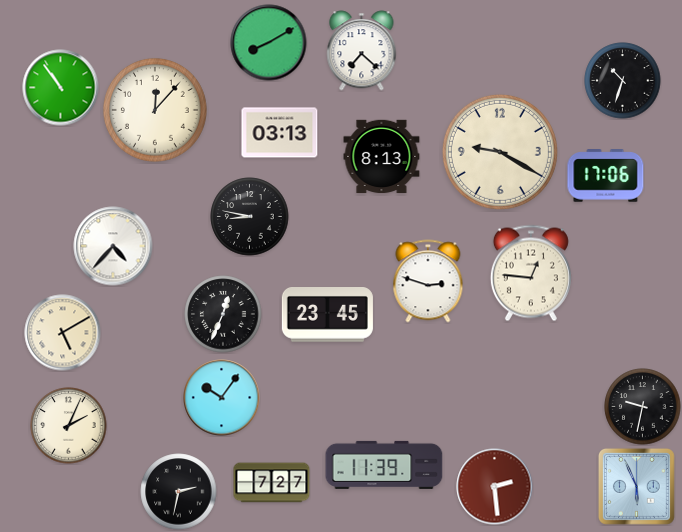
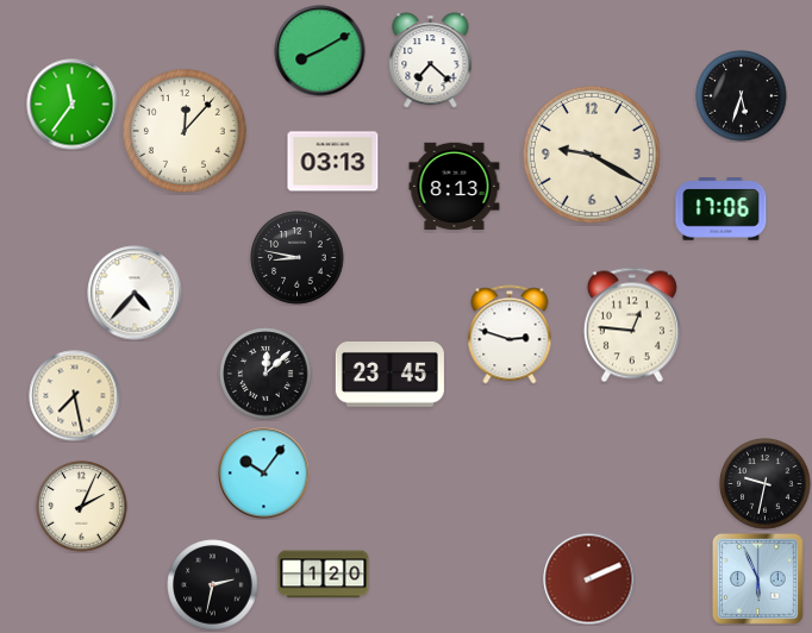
clock at (623, 81): 10:33 -> 5:33
clock at (61, 88): 10:54 -> 11:36
clock at (280, 133) position: (280, 133) -> (333, 162)
clock at (500, 152) position: (500, 152) -> (592, 155)
clock at (223, 314): 12:34 -> 12:08
clock at (63, 333): 5:10 -> 7:28
clock at (384, 465): 11:39 -> none
clock at (272, 483): 7:27 -> 1:20
clock at (495, 487): 2:29 -> 2:11
